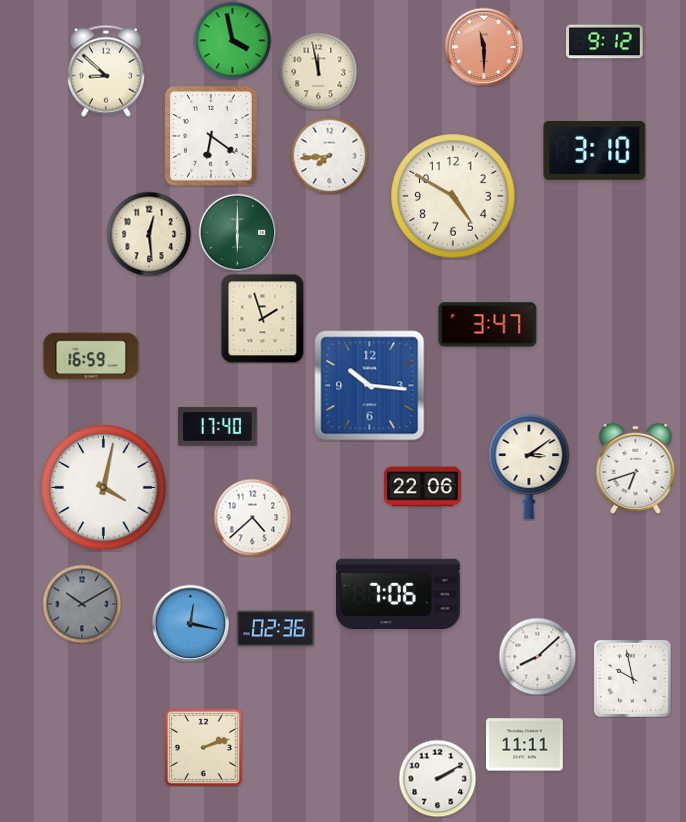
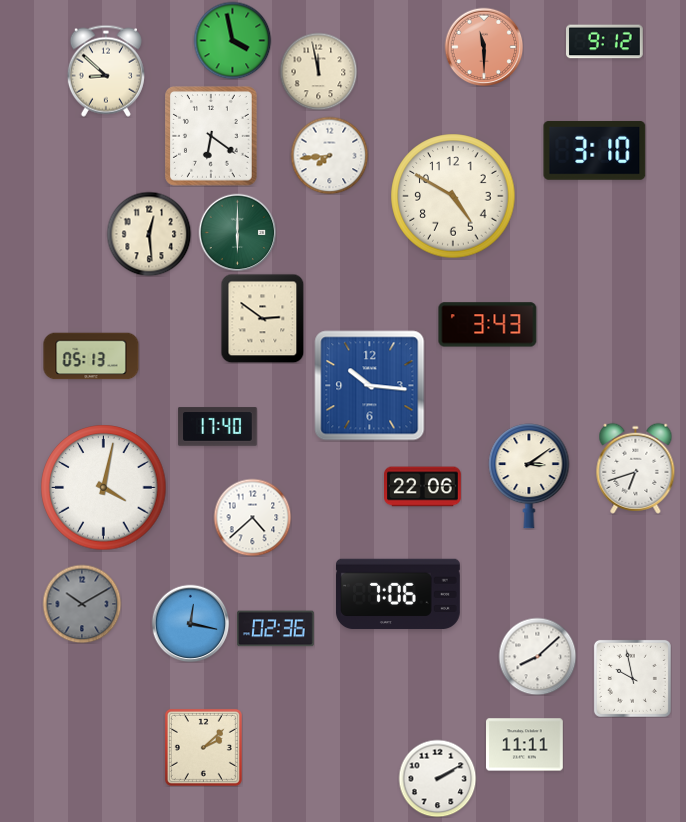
clock at (263, 318): 1:57 -> 2:51
clock at (488, 325): 3:47 -> 3:43
clock at (91, 356): 16:59 -> 05:13
clock at (529, 467) position: (529, 467) -> (529, 476)
clock at (203, 747): 2:12 -> 2:08
